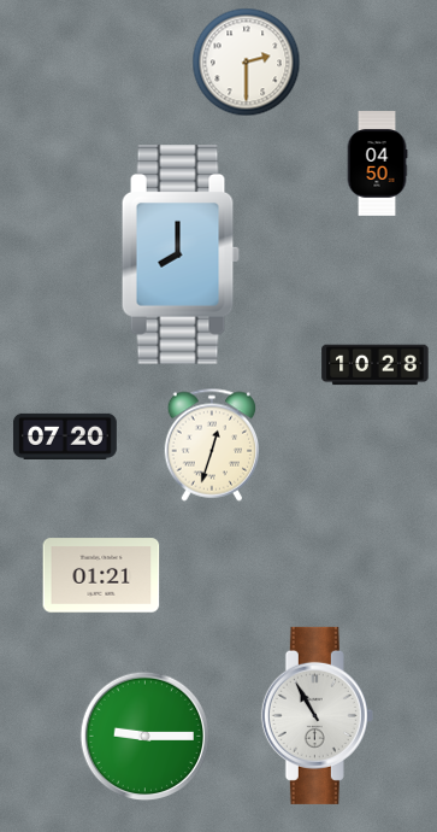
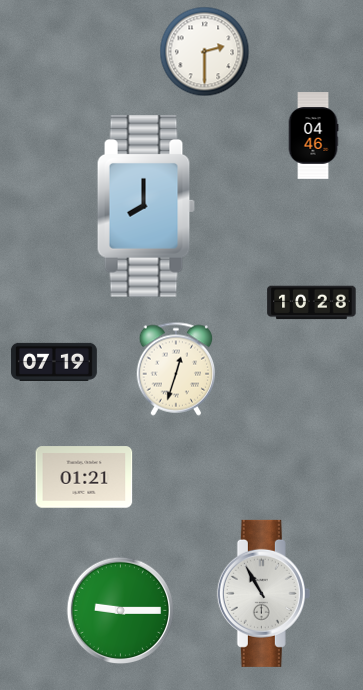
clock at (377, 164): 04:50 -> 04:46
clock at (181, 254) position: (181, 254) -> (146, 206)
clock at (65, 436): 07:20 -> 07:19
